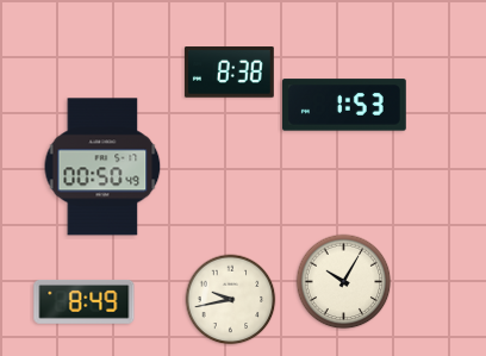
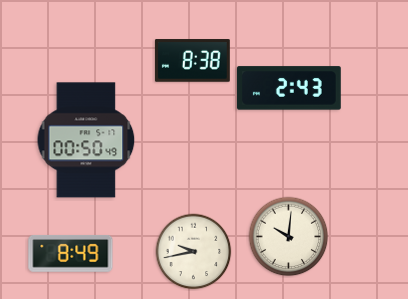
clock at (344, 105): 1:53 -> 2:43
clock at (344, 282): 10:05 -> 10:01
